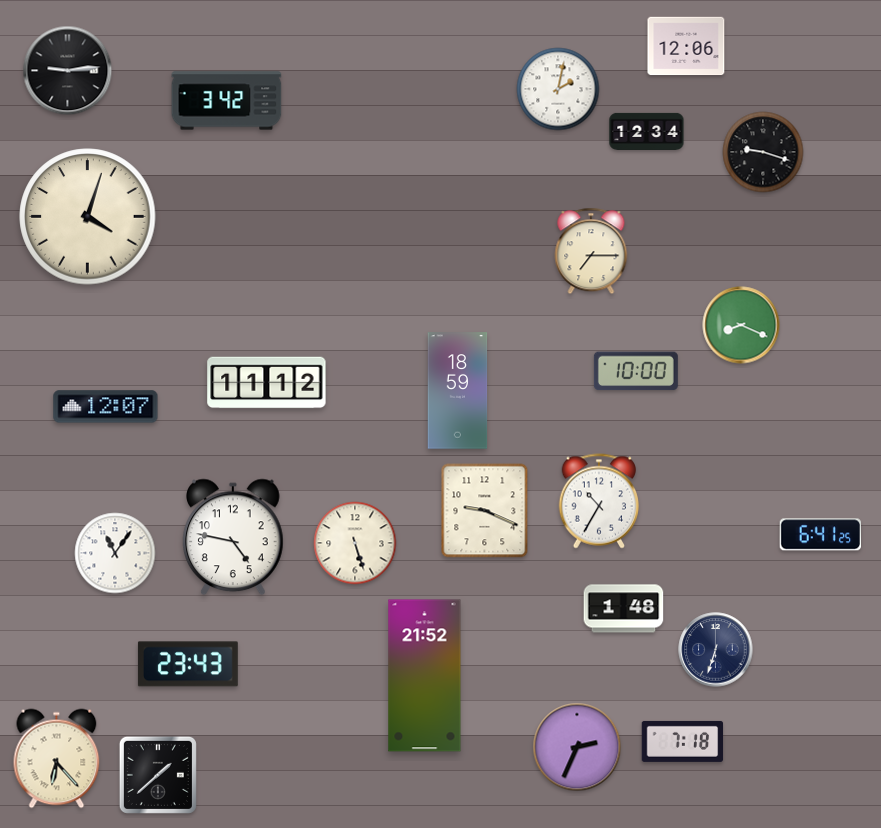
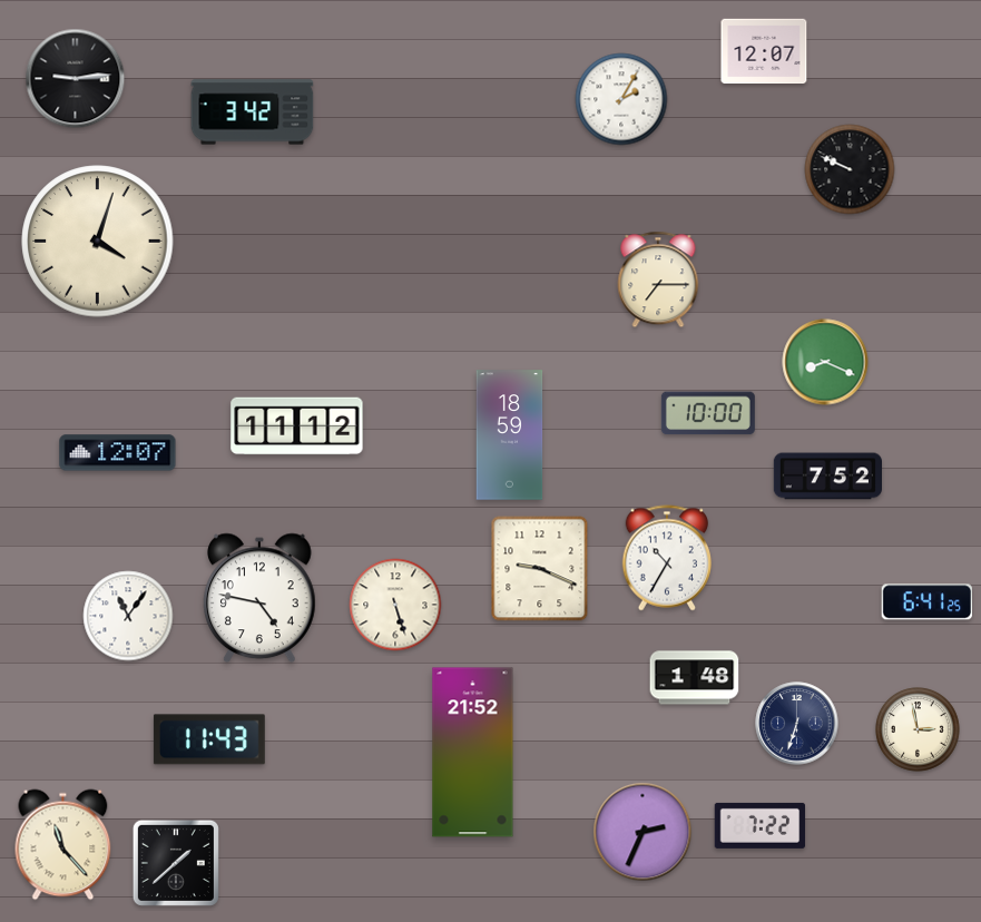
clock at (686, 46): 12:06 -> 12:07
clock at (558, 89): 2:02 -> 2:05
clock at (647, 131): 12:34 -> none
clock at (763, 152): 9:18 -> 9:49
clock at (827, 477): none -> 7:52
clock at (820, 535) position: (820, 535) -> (926, 602)
clock at (918, 729): none -> 2:58
clock at (188, 664): 23:43 -> 11:43
clock at (683, 741): 7:18 -> 7:22
clock at (57, 759): 6:23 -> 11:23
